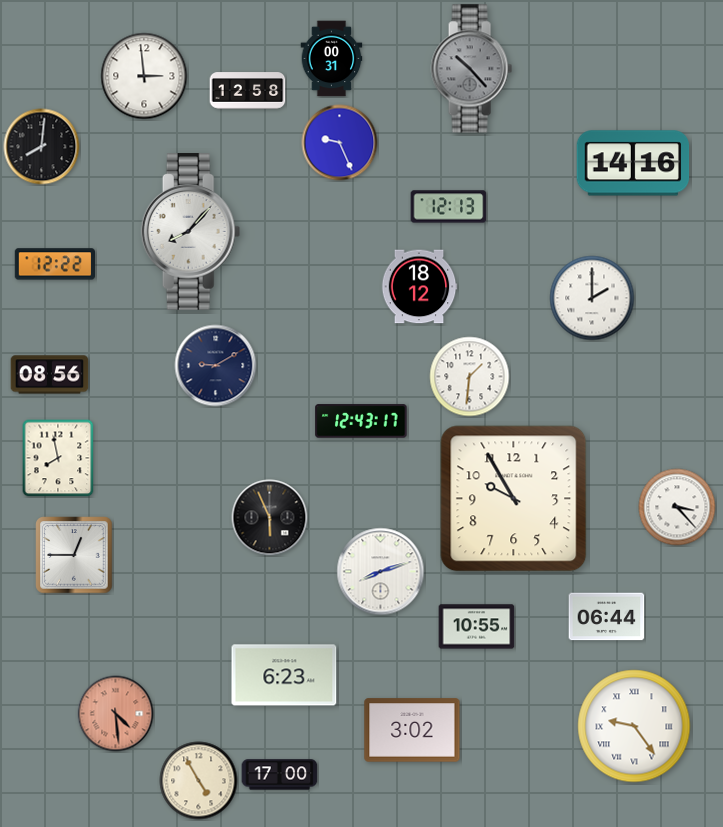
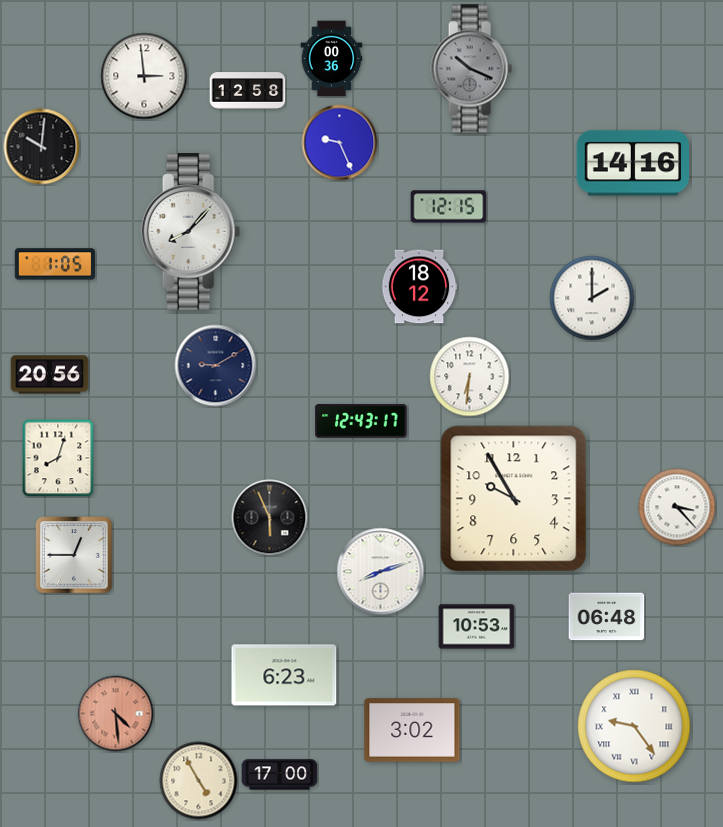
clock at (332, 59): 00:31 -> 00:36
clock at (471, 69): 10:23 -> 10:19
clock at (42, 147): 8:01 -> 10:01
clock at (449, 207): 12:13 -> 12:15
clock at (54, 264): 12:22 -> 1:05
clock at (50, 375): 08:56 -> 20:56
clock at (470, 377): 1:31 -> 6:31
clock at (58, 458): 7:58 -> 8:03
clock at (607, 617): 06:44 -> 06:48
clock at (477, 627): 10:55 -> 10:53
